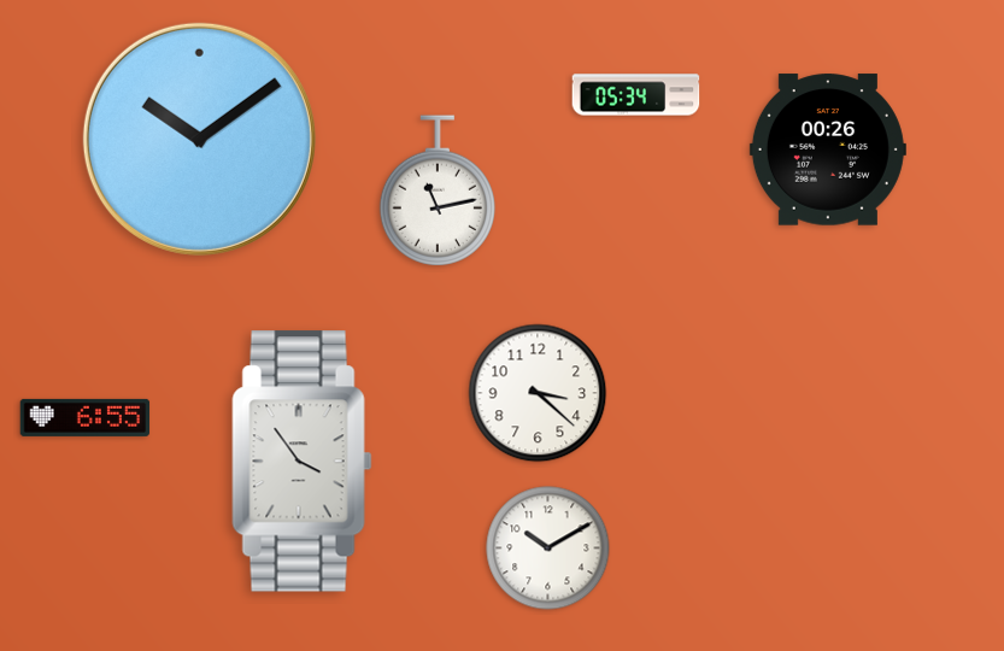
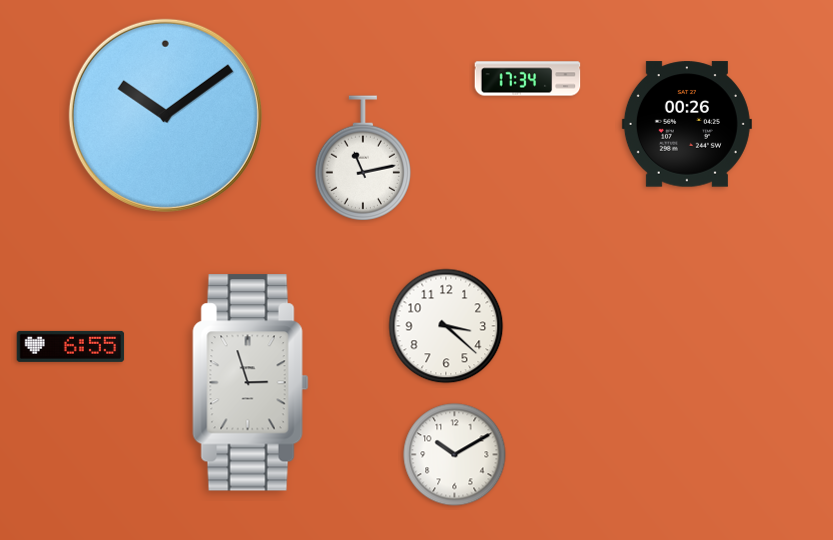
clock at (636, 95): 05:34 -> 17:34
clock at (303, 462): 3:54 -> 2:57
